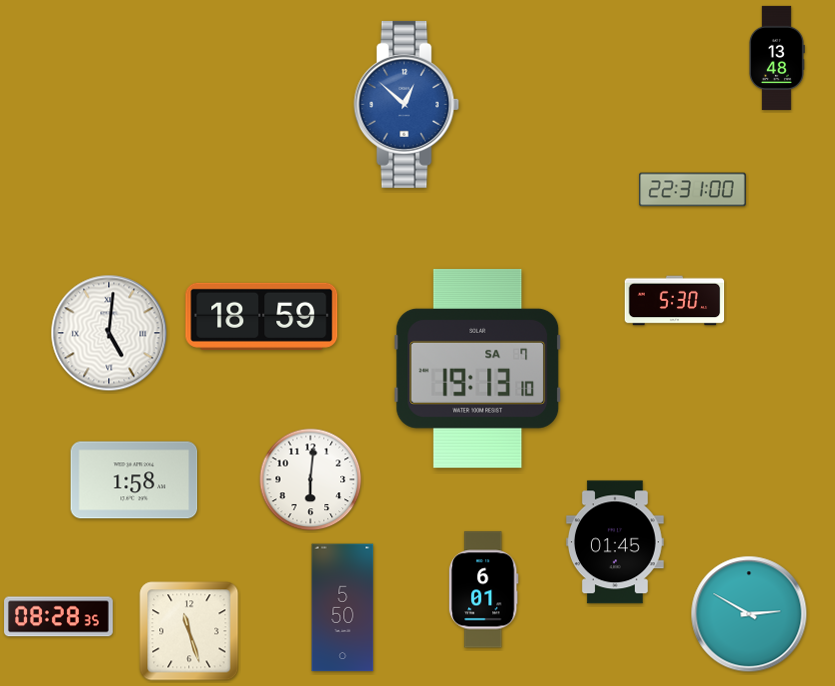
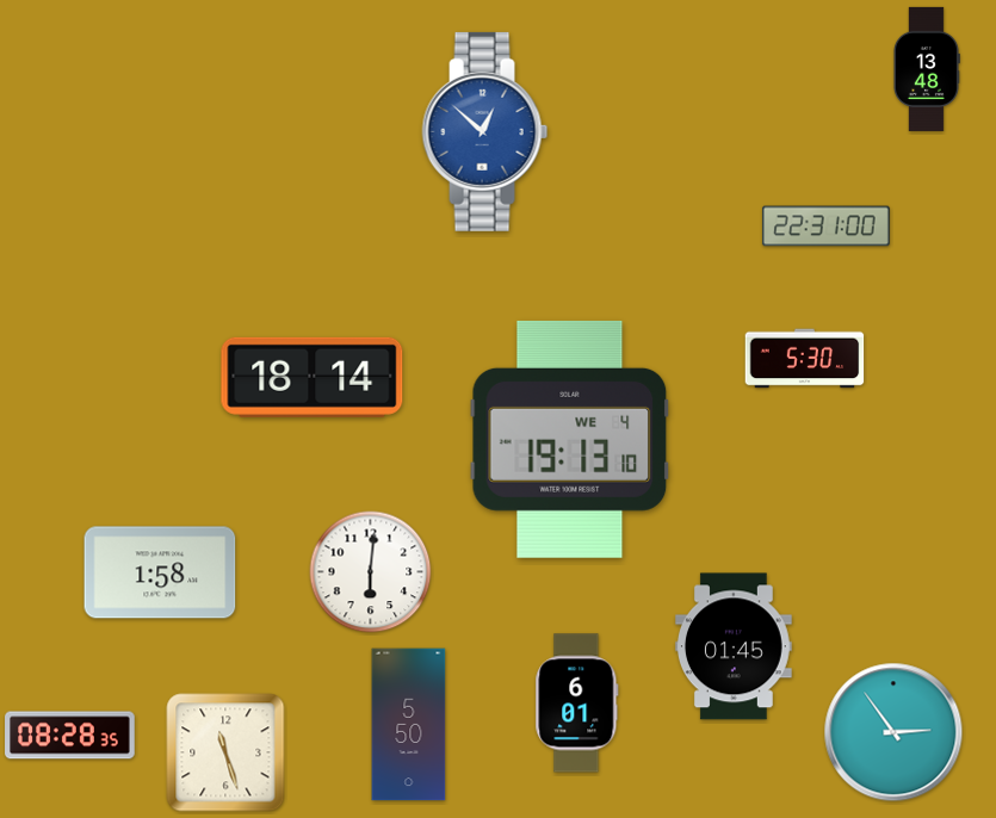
clock at (407, 104) position: (407, 104) -> (485, 131)
clock at (262, 316): 18:59 -> 18:14
clock at (109, 333): 5:01 -> none
clock at (478, 368) date: SA 7 -> WE 4
clock at (749, 614): 2:50 -> 2:54
